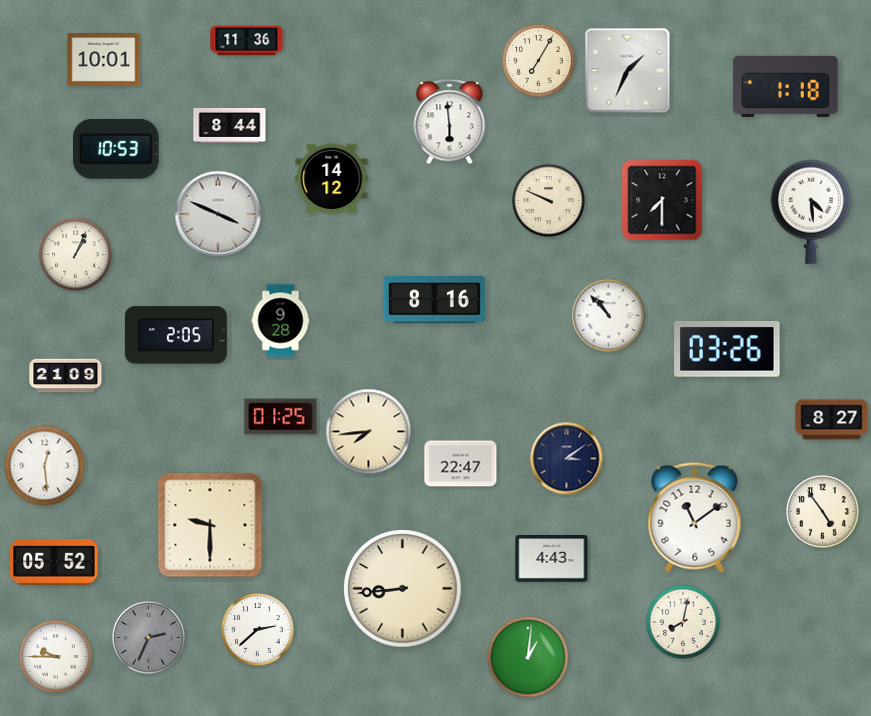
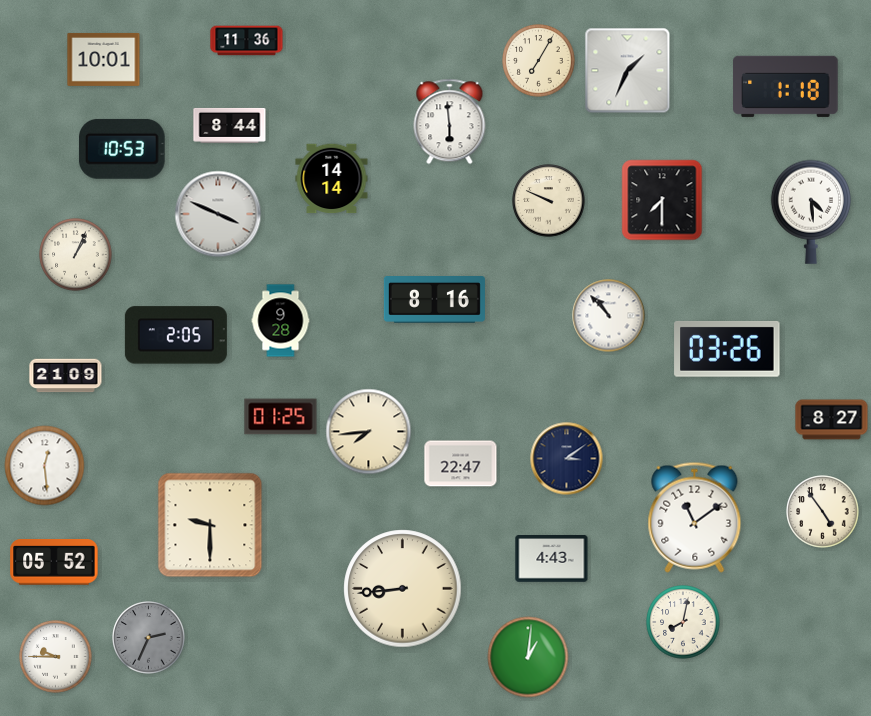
clock at (116, 149) position: (116, 149) -> (122, 149)
clock at (332, 179): 14:12 -> 14:14
clock at (258, 630): 2:38 -> none
